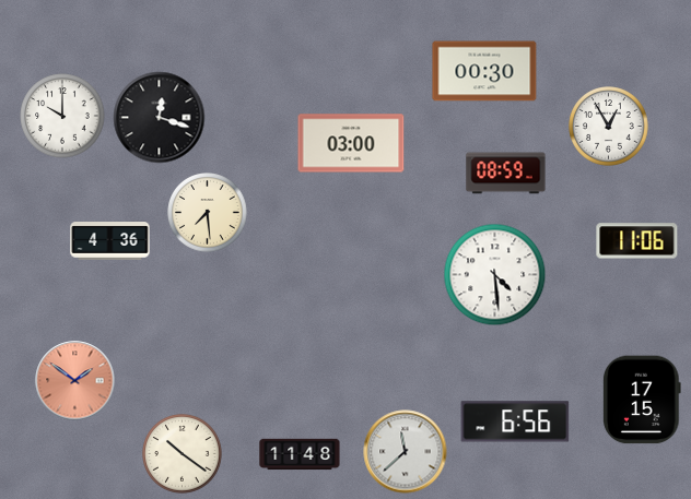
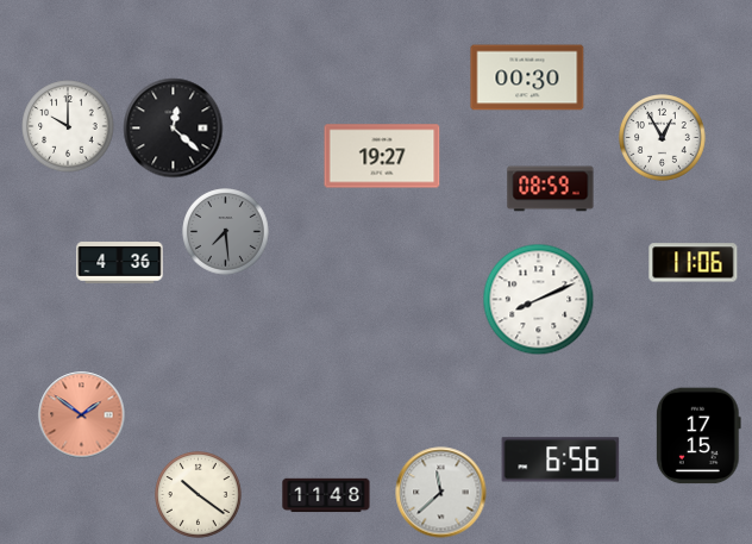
clock at (160, 118): 12:18 -> 12:22
clock at (351, 143): 03:00 -> 19:27
clock at (208, 213) dial: cream -> grey
clock at (495, 275): 4:29 -> 8:11
